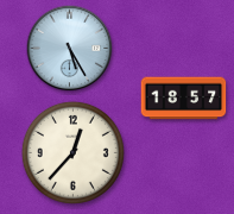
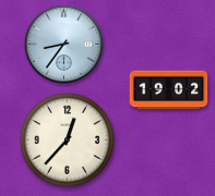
clock at (70, 49): 5:25 -> 8:36
clock at (184, 99): 18:57 -> 19:02
